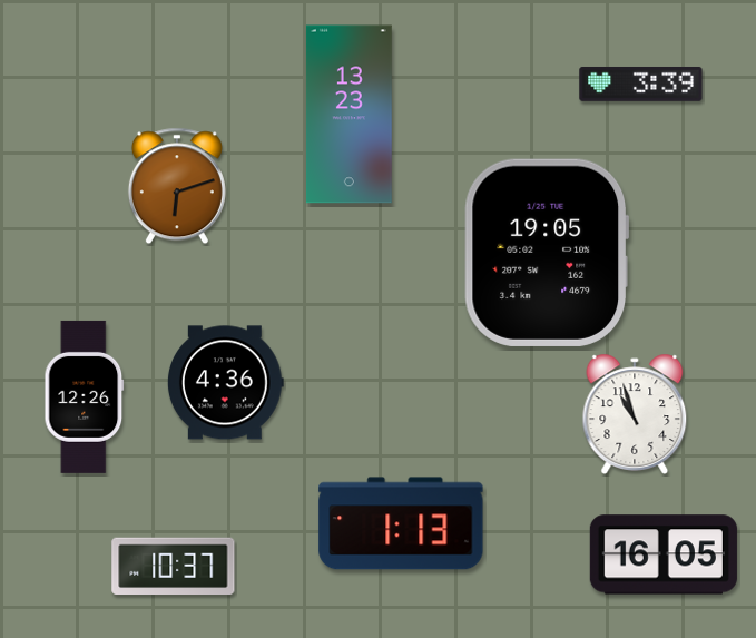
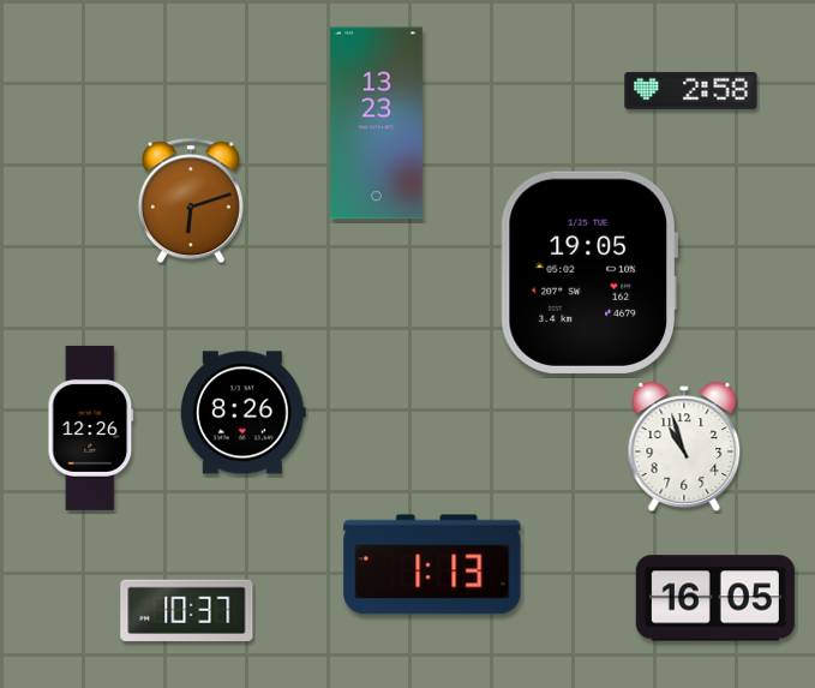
clock at (641, 84): 3:39 -> 2:58
clock at (225, 383): 4:36 -> 8:26
